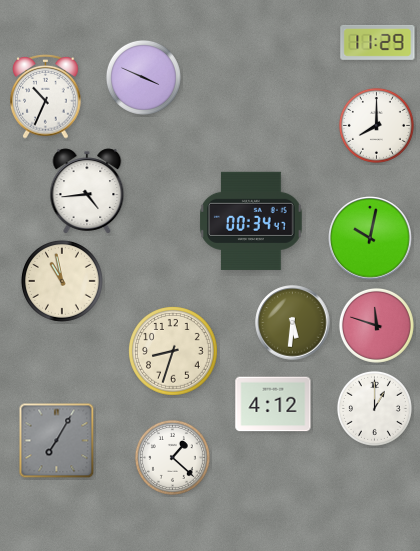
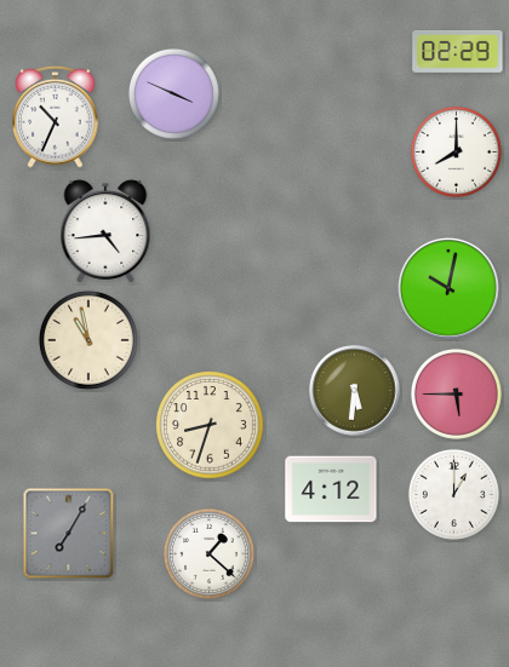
clock at (378, 42): 11:29 -> 02:29
clock at (251, 221): 00:34 -> none
clock at (62, 281) position: (62, 281) -> (88, 340)
clock at (376, 325): 11:48 -> 5:45
